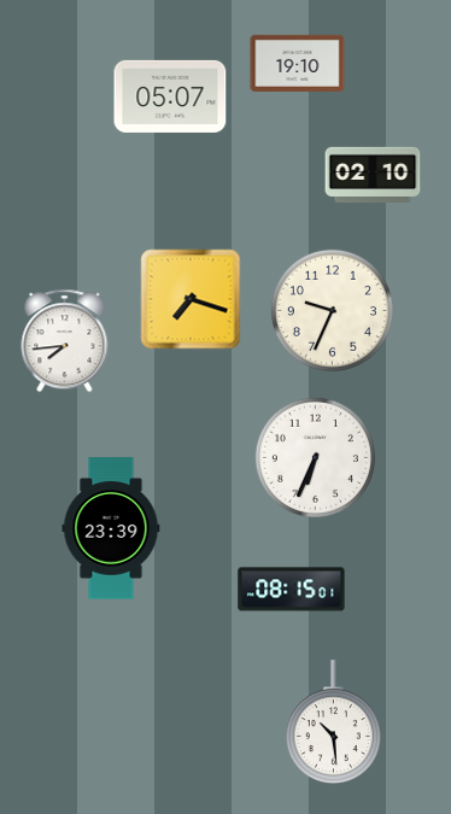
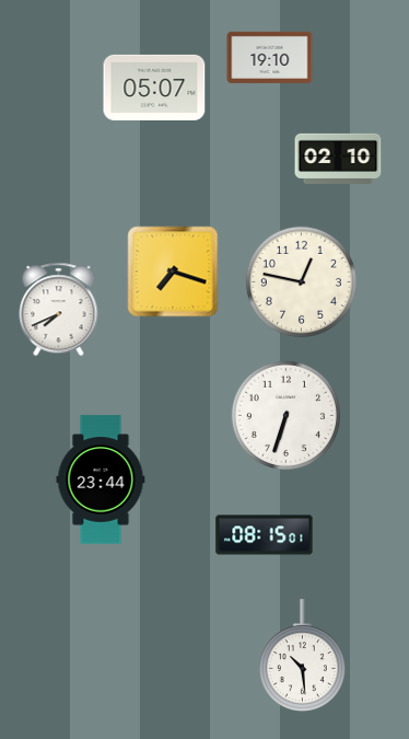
clock at (332, 310): 9:34 -> 12:47
clock at (65, 341): 7:44 -> 7:41
clock at (315, 457): 6:34 -> 6:33
clock at (111, 528): 23:39 -> 23:44
